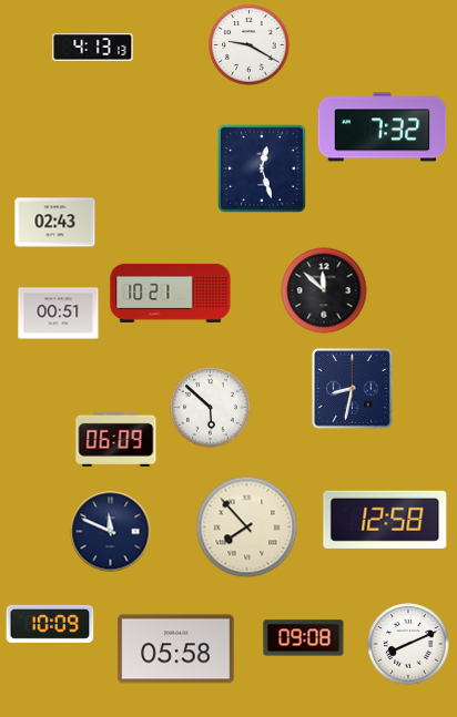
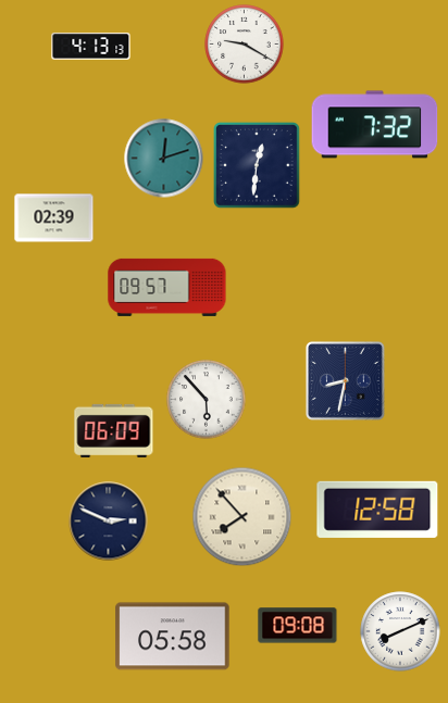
clock at (164, 159): none -> 12:12
clock at (263, 170): 12:27 -> 12:31
clock at (55, 223): 02:43 -> 02:39
clock at (324, 290): 11:52 -> none
clock at (171, 293): 10:21 -> 09:57
clock at (59, 314): 00:51 -> none
clock at (211, 408): 5:52 -> 5:53
clock at (111, 532): 11:49 -> 2:49
clock at (50, 624): 10:09 -> none
